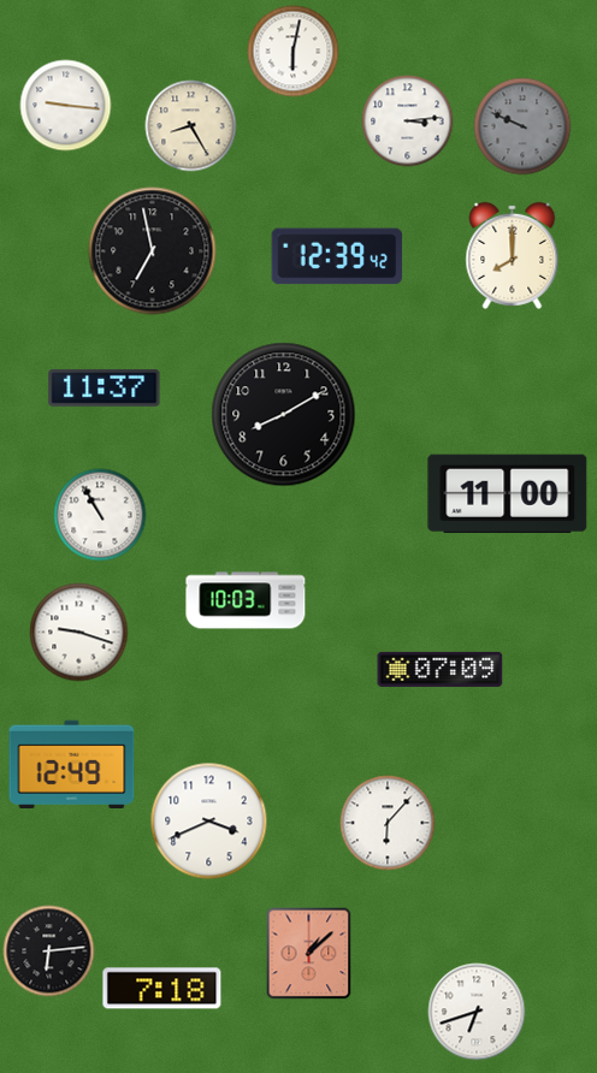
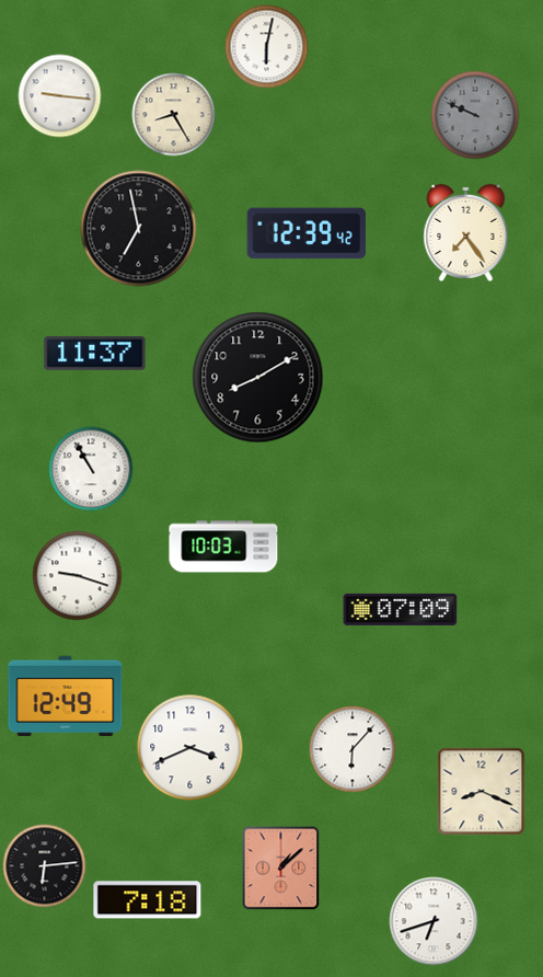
clock at (408, 121): 3:14 -> none
clock at (513, 255): 8:00 -> 7:24
clock at (508, 493): 11:00 -> none
clock at (79, 633) position: (79, 633) -> (78, 576)
clock at (482, 792): none -> 8:19
